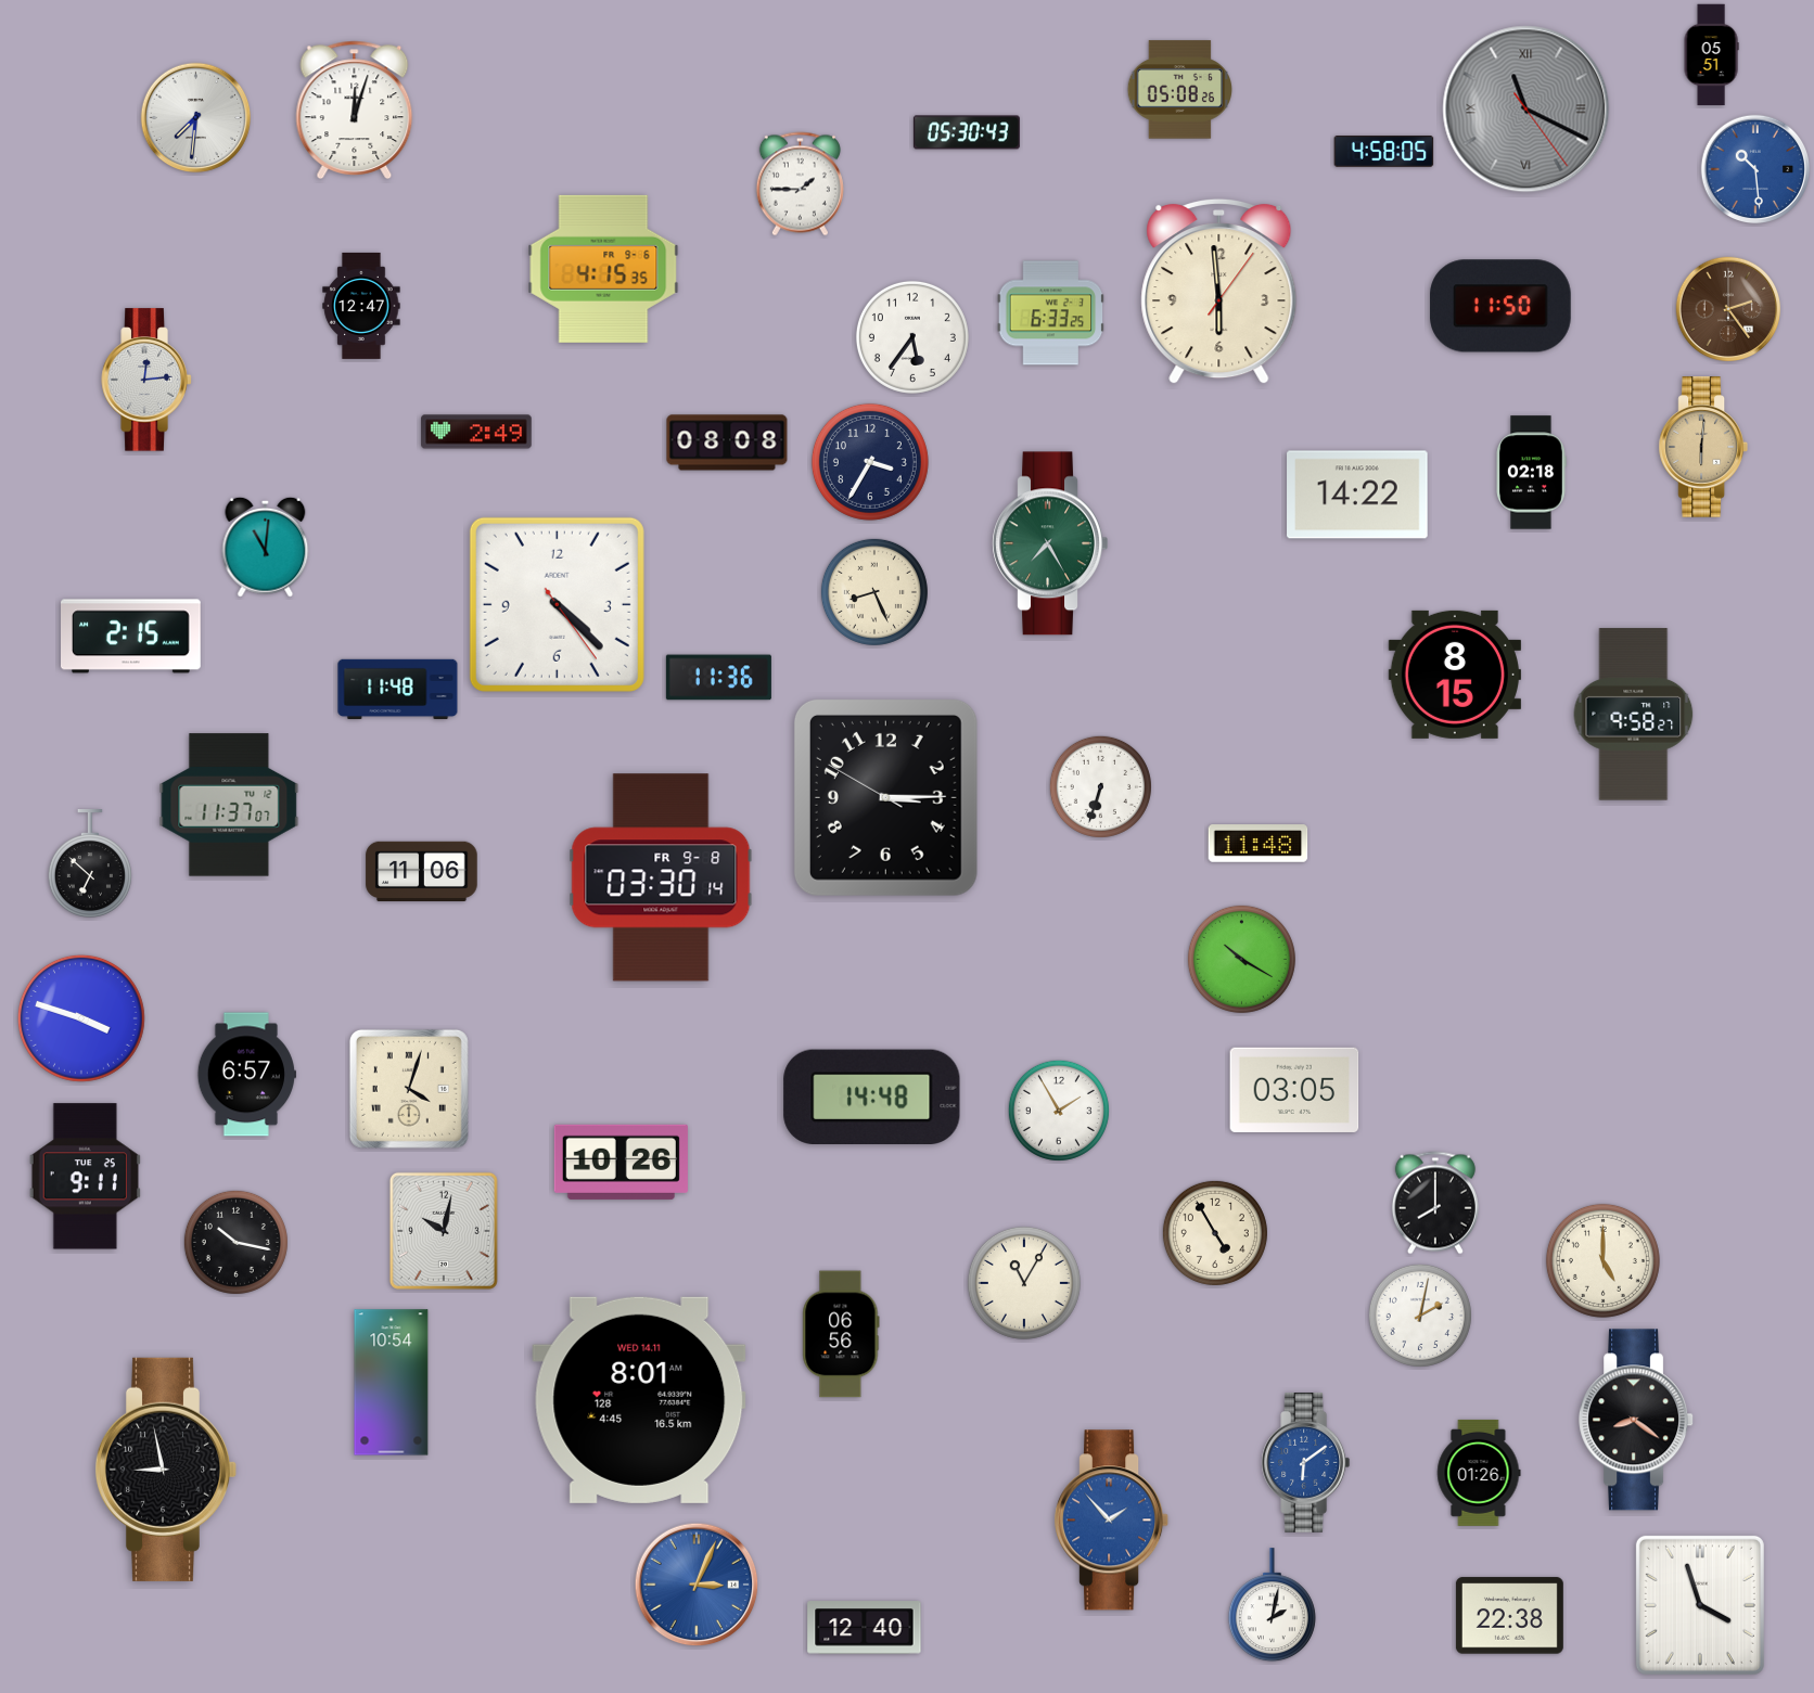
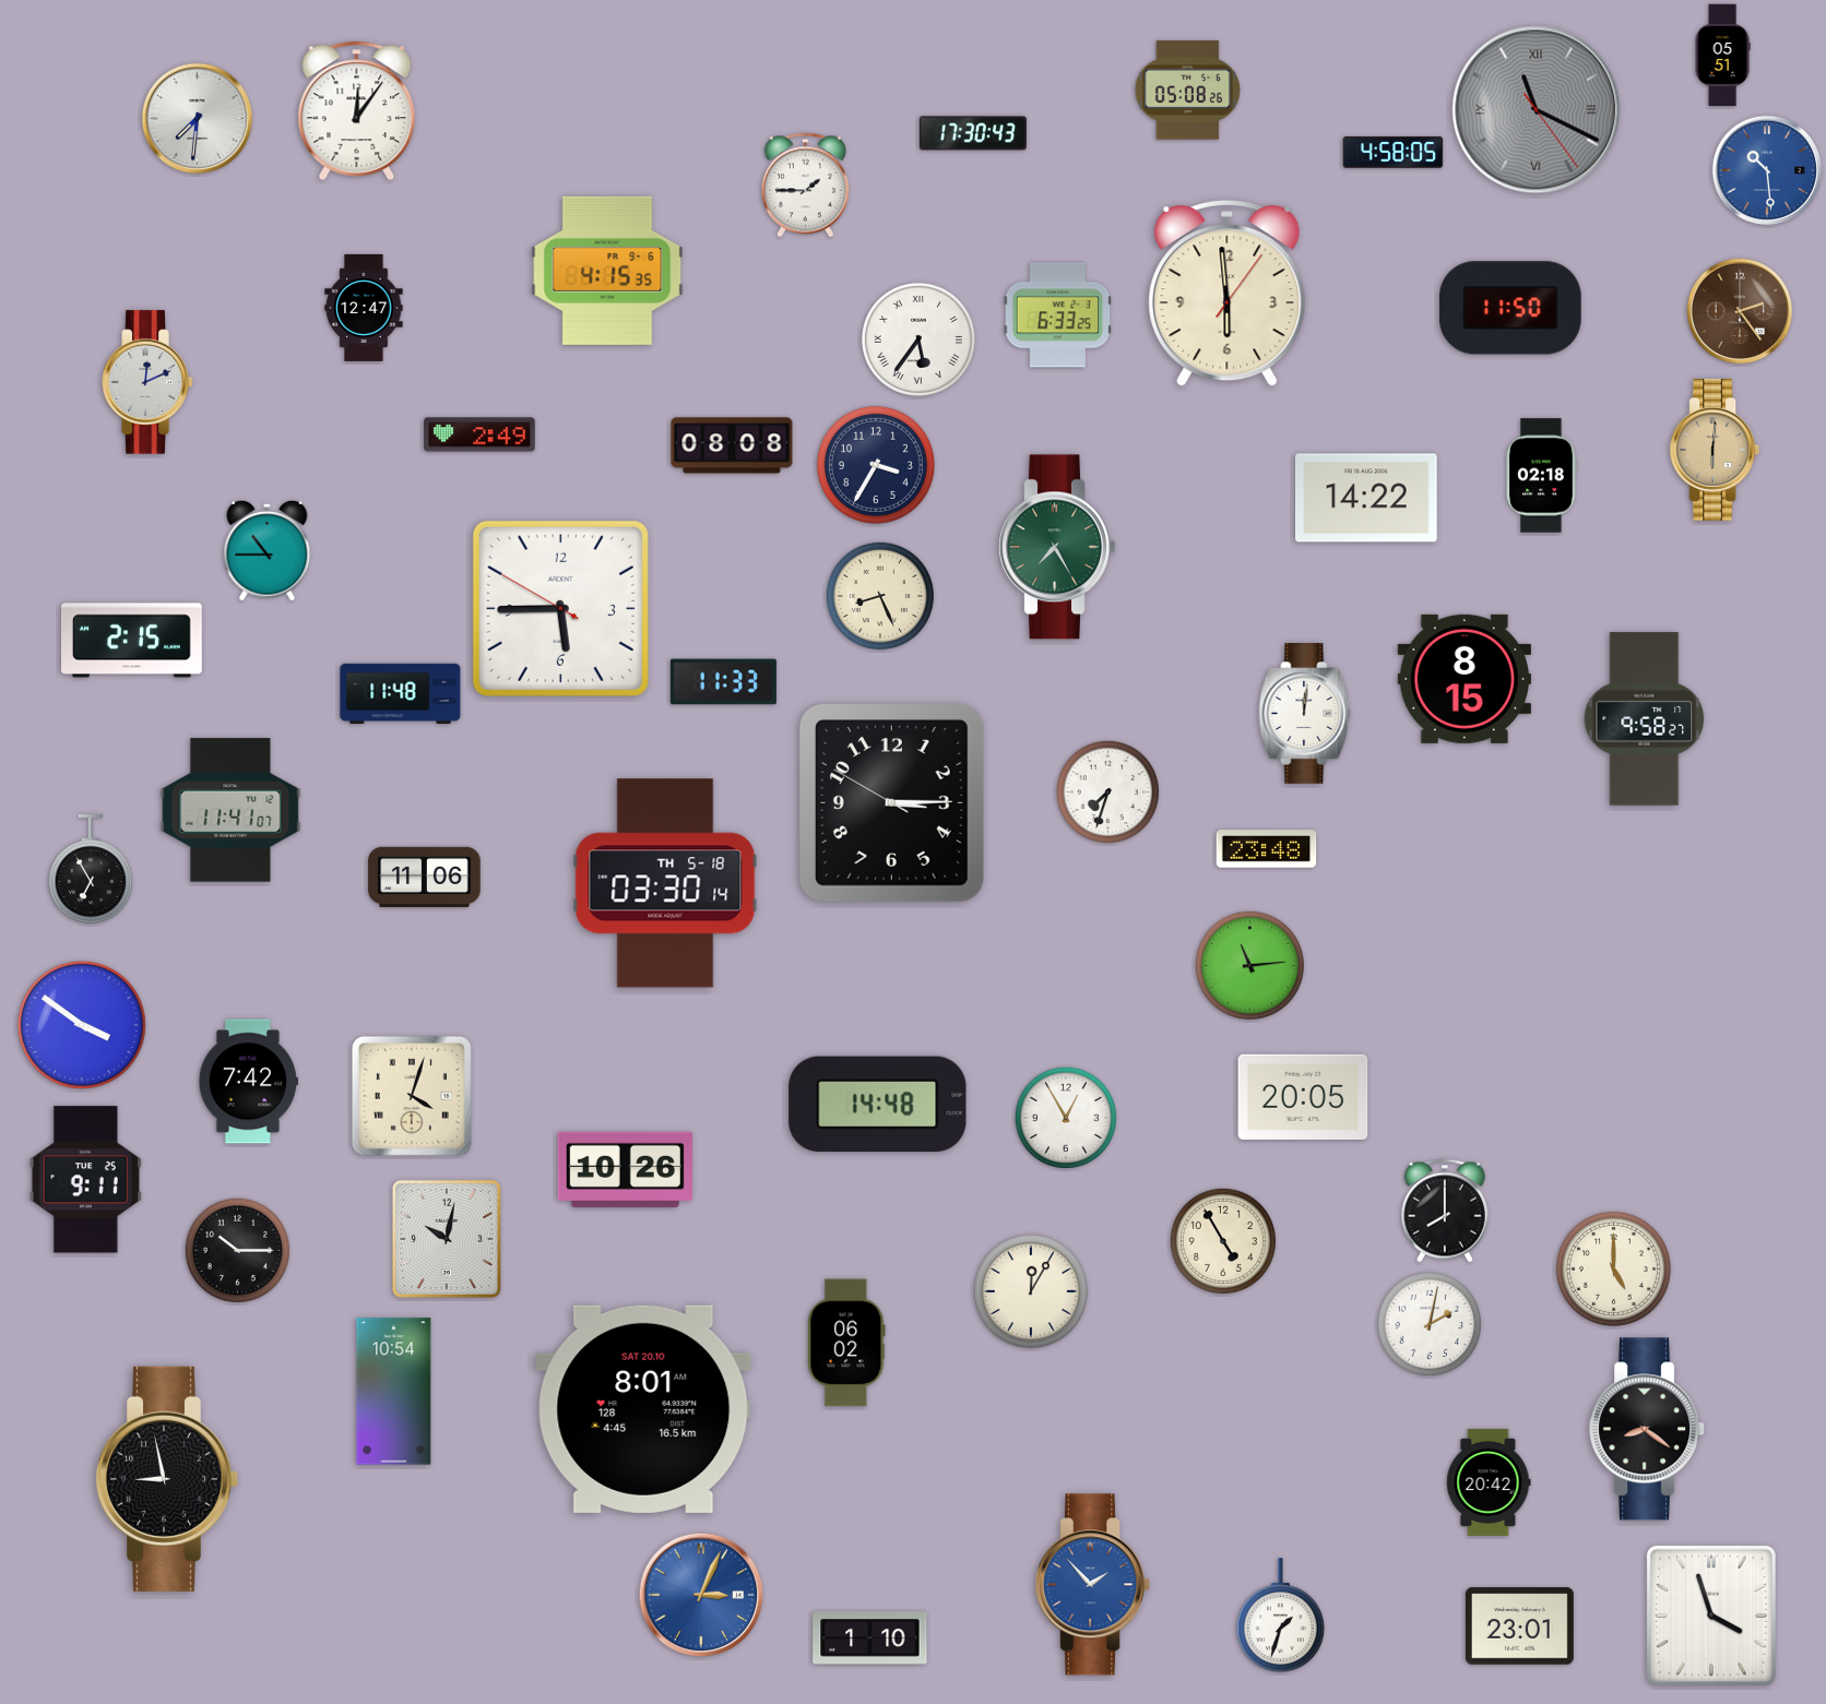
clock at (355, 110): 12:03 -> 12:06
clock at (967, 132): 05:30 -> 17:30
clock at (912, 337) numerals: Arabic -> Roman
clock at (146, 380): 12:14 -> 12:11
clock at (266, 547): 11:01 -> 10:45
clock at (557, 604): 4:22 -> 5:44
clock at (718, 678): 11:36 -> 11:33
clock at (1305, 714): none -> 12:01
clock at (1100, 786): 6:33 -> 7:33
clock at (229, 805): 11:37 -> 11:41
clock at (1259, 844): 11:48 -> 23:48
clock at (90, 863): 6:52 -> 6:55
clock at (661, 877) date: FR 9-8 -> TH 5-18
clock at (1241, 959): 10:20 -> 11:14
clock at (81, 1018): 3:48 -> 3:51
clock at (246, 1075): 6:57 -> 7:42
clock at (1294, 1090): 03:05 -> 20:05
clock at (1059, 1111): 1:55 -> 12:55
clock at (85, 1177) position: (85, 1177) -> (85, 1180)
clock at (235, 1242): 10:17 -> 10:15
clock at (1024, 1283): 11:05 -> 12:05
clock at (841, 1334): 06:56 -> 06:02
clock at (639, 1400) date: WED 14.11 -> SAT 20.10
clock at (1306, 1463): 6:09 -> none
clock at (1479, 1473): 01:26 -> 20:42
clock at (1112, 1521) position: (1112, 1521) -> (1093, 1585)
clock at (1272, 1605): 2:02 -> 1:33
clock at (1509, 1616): 22:38 -> 23:01
clock at (865, 1628): 12:40 -> 1:10
